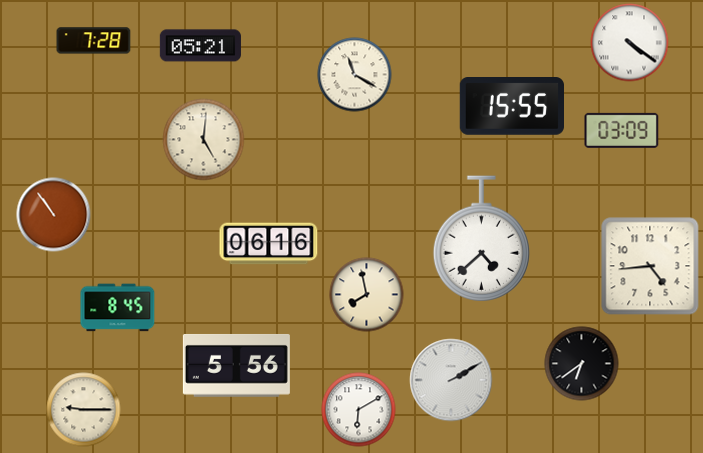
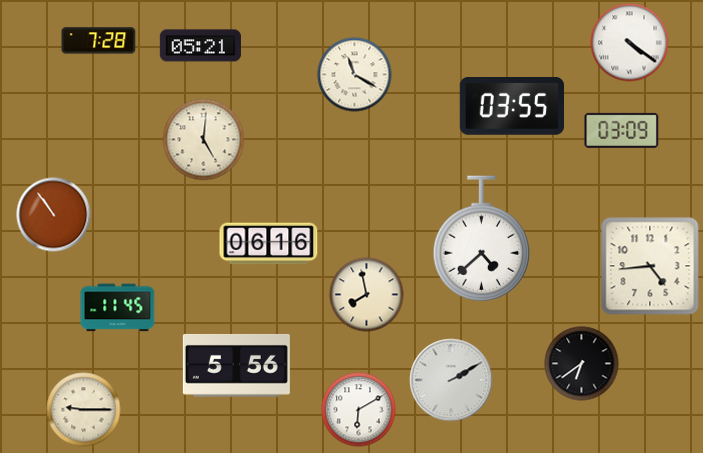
clock at (94, 41) position: (94, 41) -> (99, 41)
clock at (511, 107): 15:55 -> 03:55
clock at (118, 308): 8:45 -> 11:45
